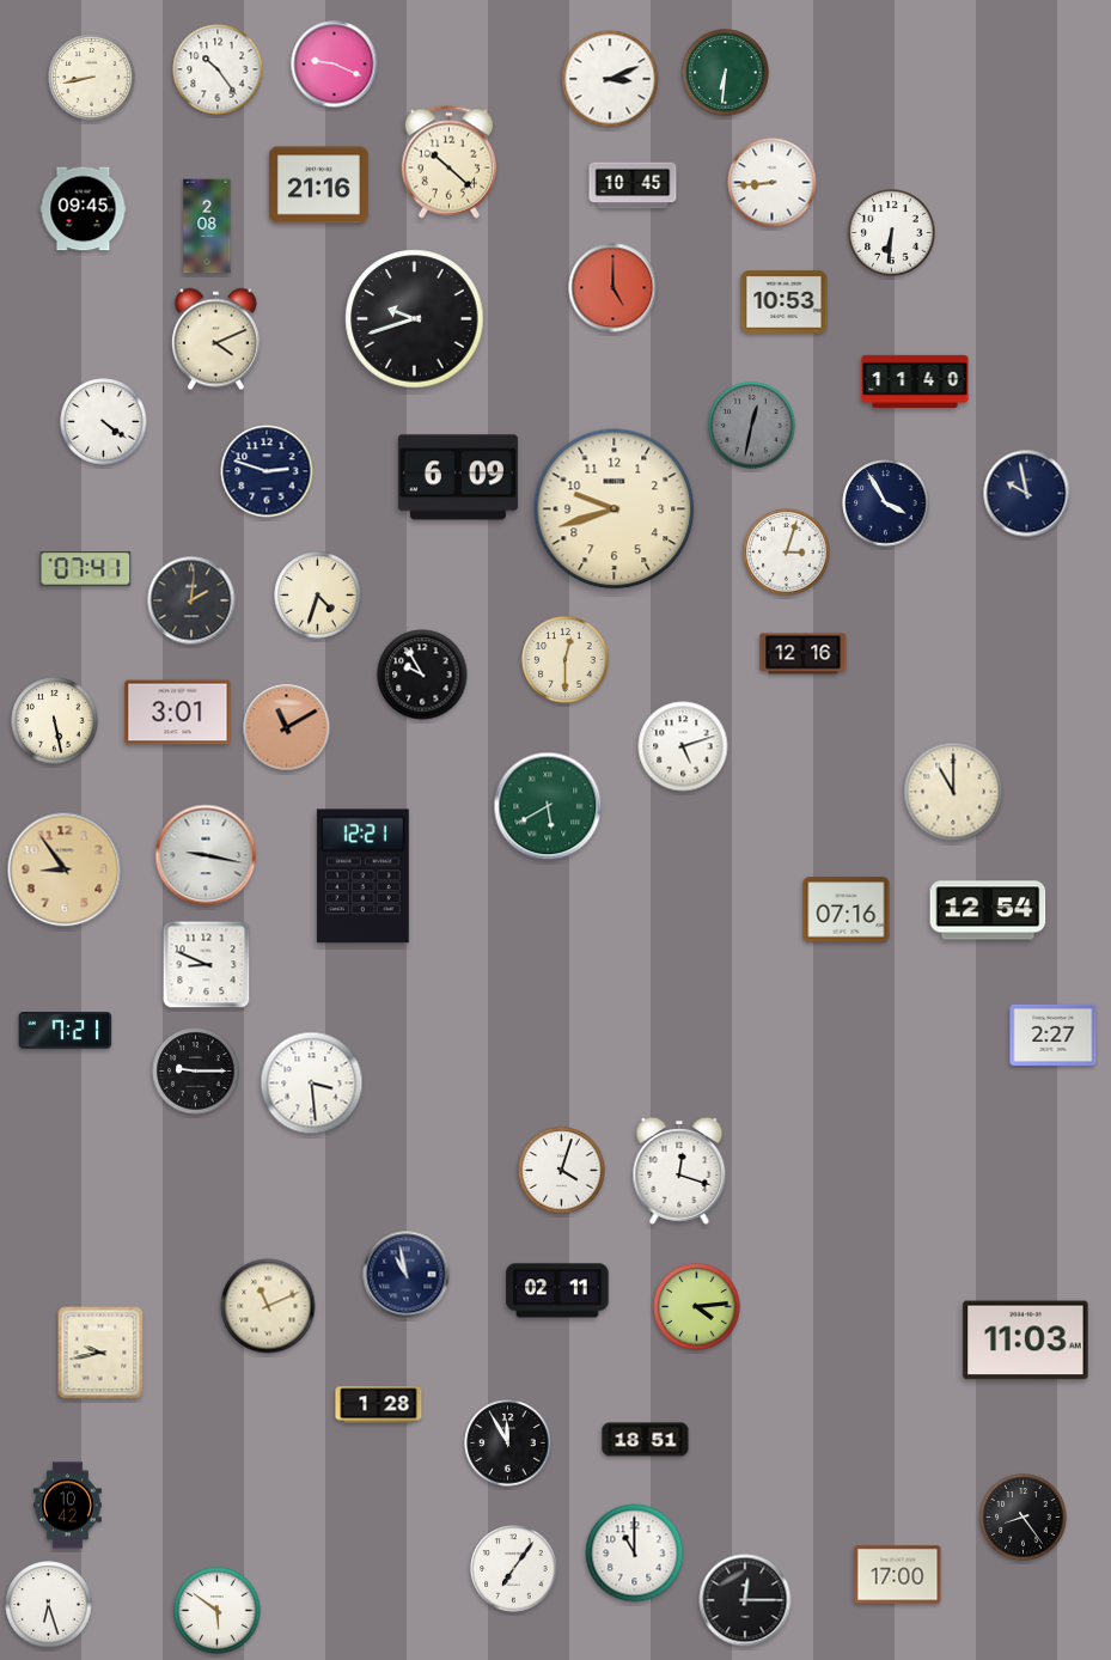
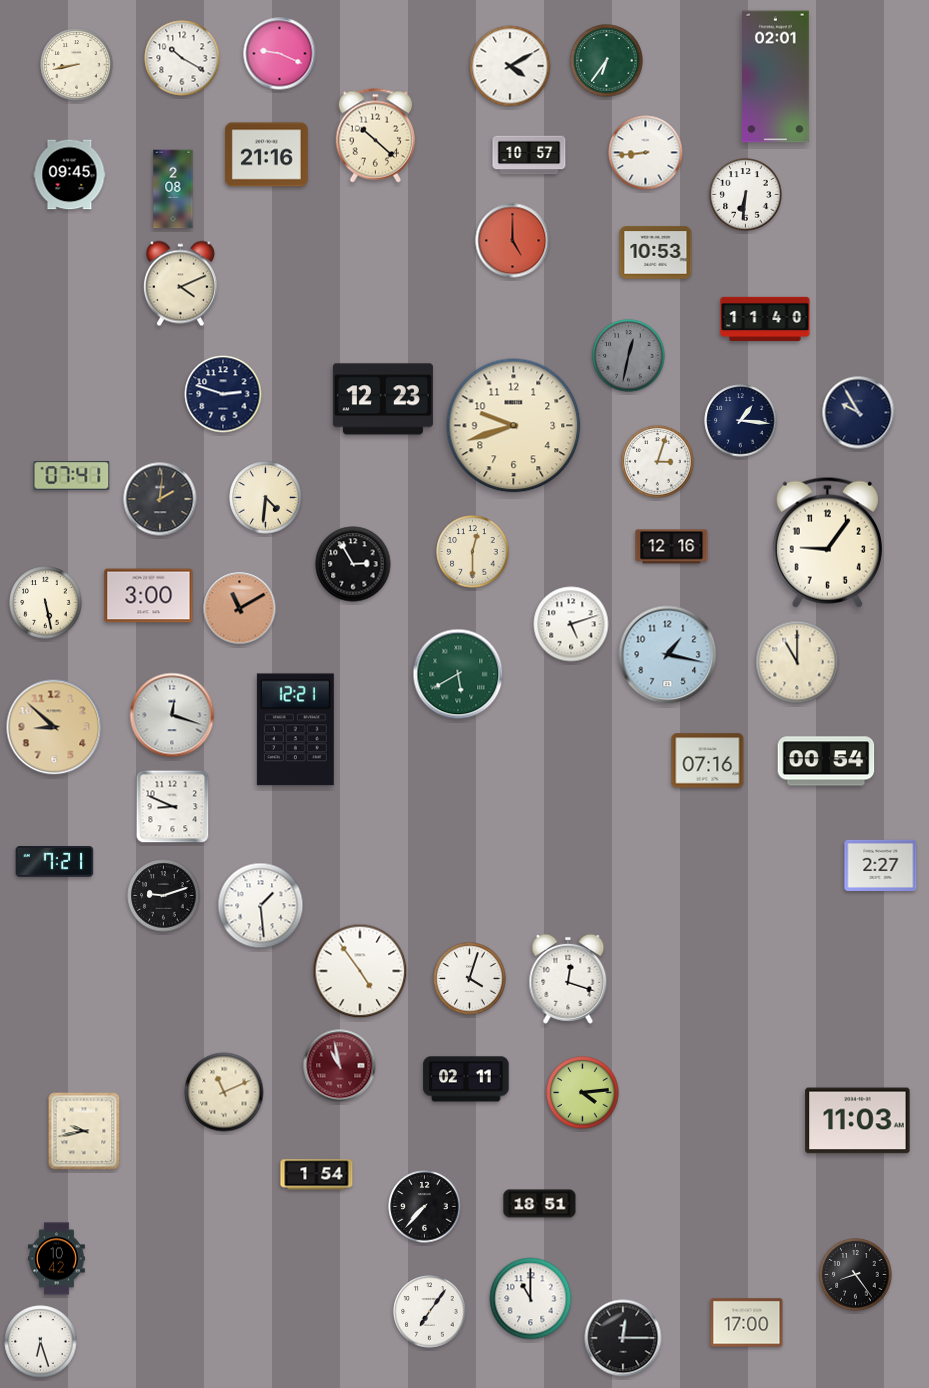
clock at (218, 69): 10:24 -> 10:20
clock at (726, 73): 6:31 -> 6:36
clock at (610, 79): 3:11 -> 4:10
clock at (776, 77): none -> 02:01
clock at (633, 185): 10:45 -> 10:57
clock at (415, 319): 9:42 -> none
clock at (104, 422): 4:21 -> none
clock at (458, 477): 6:09 -> 12:23
clock at (1027, 494): 9:58 -> 9:55
clock at (886, 504): 3:55 -> 1:16
clock at (318, 596): 4:33 -> 4:31
clock at (191, 600) position: (191, 600) -> (160, 499)
clock at (827, 542): none -> 9:06
clock at (422, 675): 9:55 -> 2:55
clock at (178, 713): 3:01 -> 3:00
clock at (668, 655): none -> 1:17
clock at (206, 855): 9:17 -> 12:18
clock at (65, 869): 8:54 -> 8:52
clock at (362, 877) position: (362, 877) -> (295, 730)
clock at (988, 910): 12:54 -> 00:54
clock at (196, 1072): 9:15 -> 9:12
clock at (312, 1084): 3:29 -> 1:29
clock at (360, 971): none -> 4:54
clock at (407, 1275) dial: navy -> burgundy
clock at (379, 1405): 1:28 -> 1:54
clock at (508, 1444): 11:55 -> 7:37
clock at (1024, 1518) position: (1024, 1518) -> (856, 1275)
clock at (898, 1575) position: (898, 1575) -> (747, 1323)
clock at (218, 1611): 5:51 -> none
